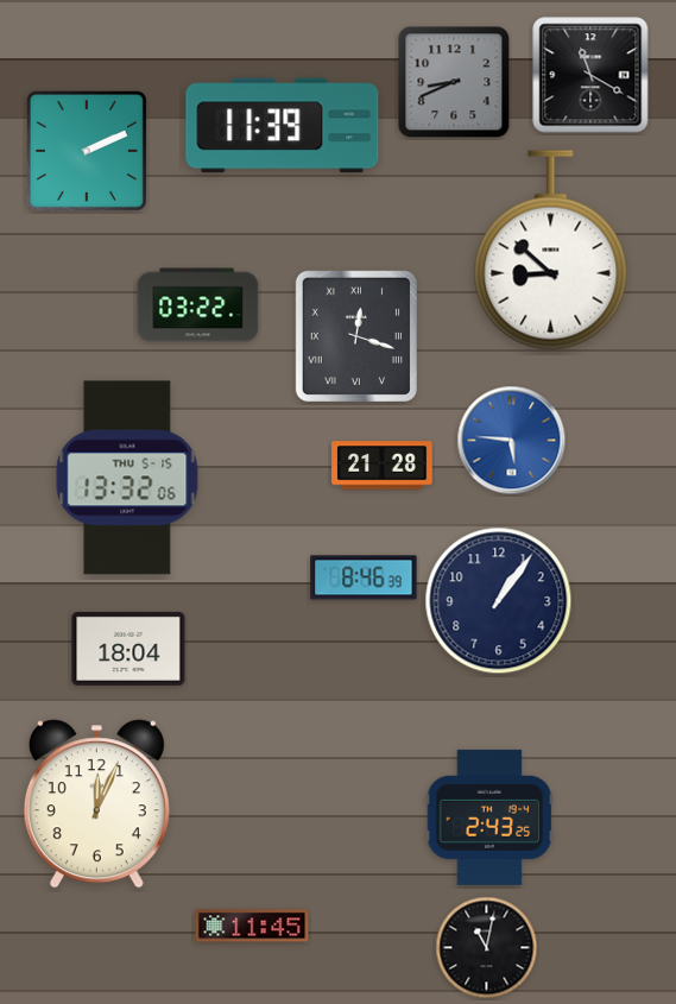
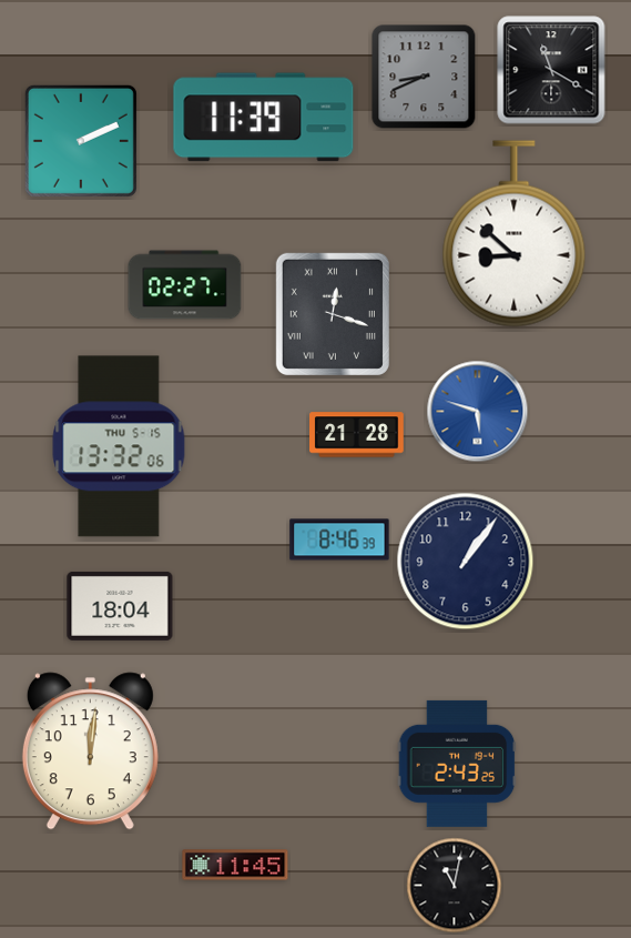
clock at (198, 305): 03:22 -> 02:27
clock at (512, 441): 5:46 -> 5:48
clock at (96, 804): 12:04 -> 12:01
